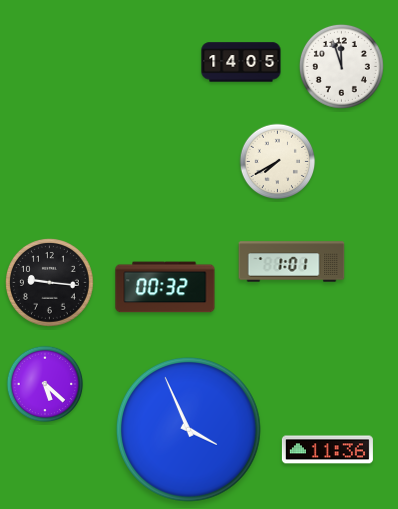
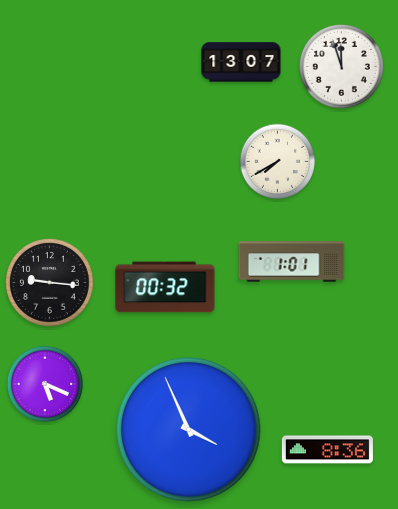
clock at (241, 62): 14:05 -> 13:07
clock at (45, 384): 5:22 -> 5:19
clock at (327, 450): 11:36 -> 8:36
